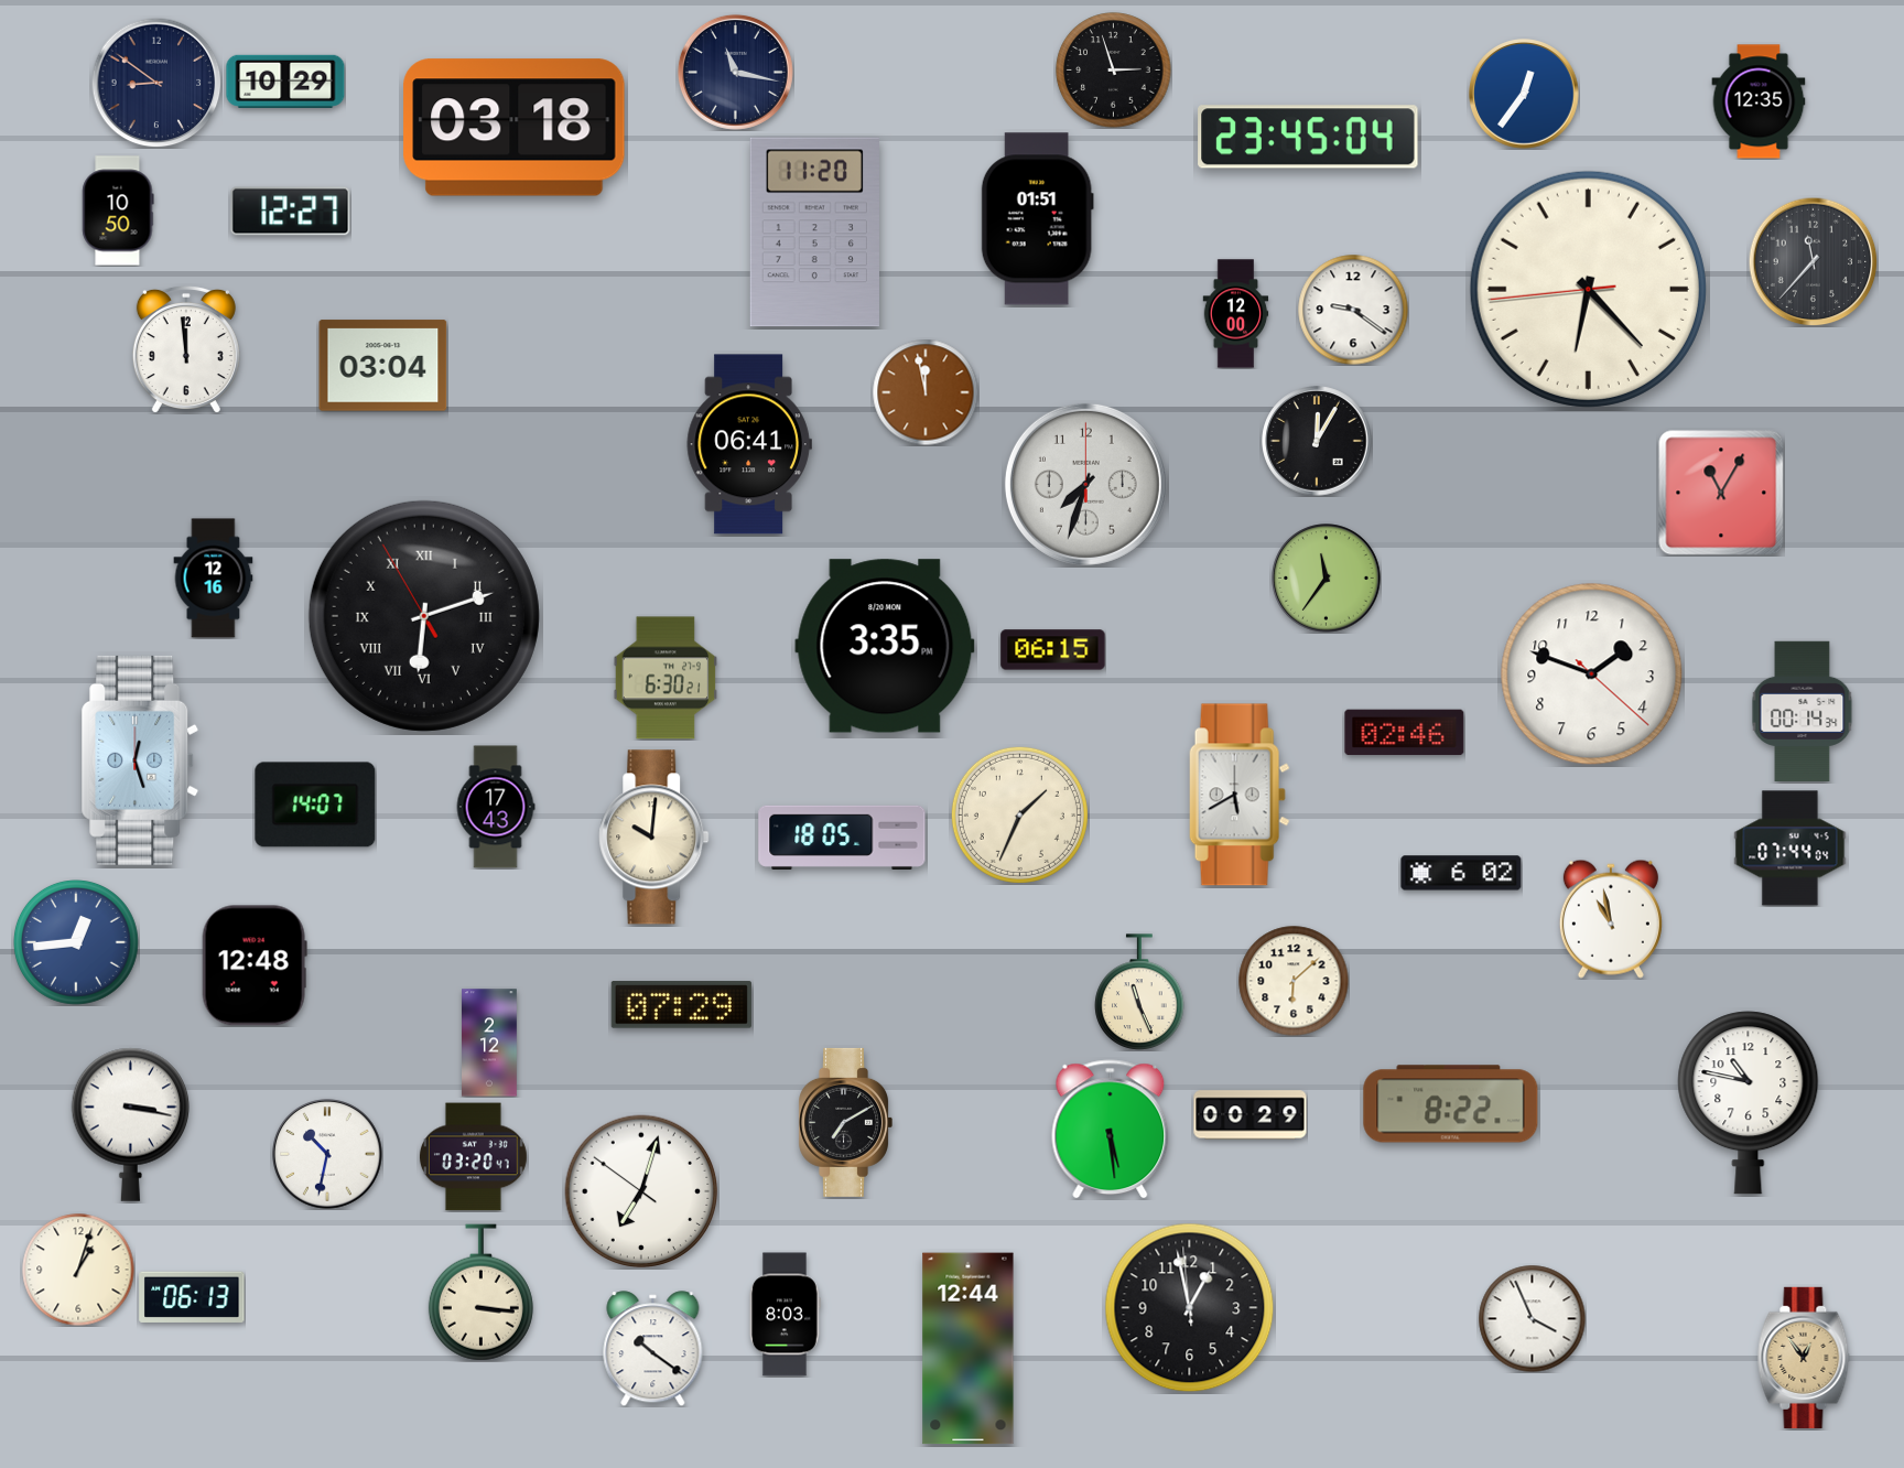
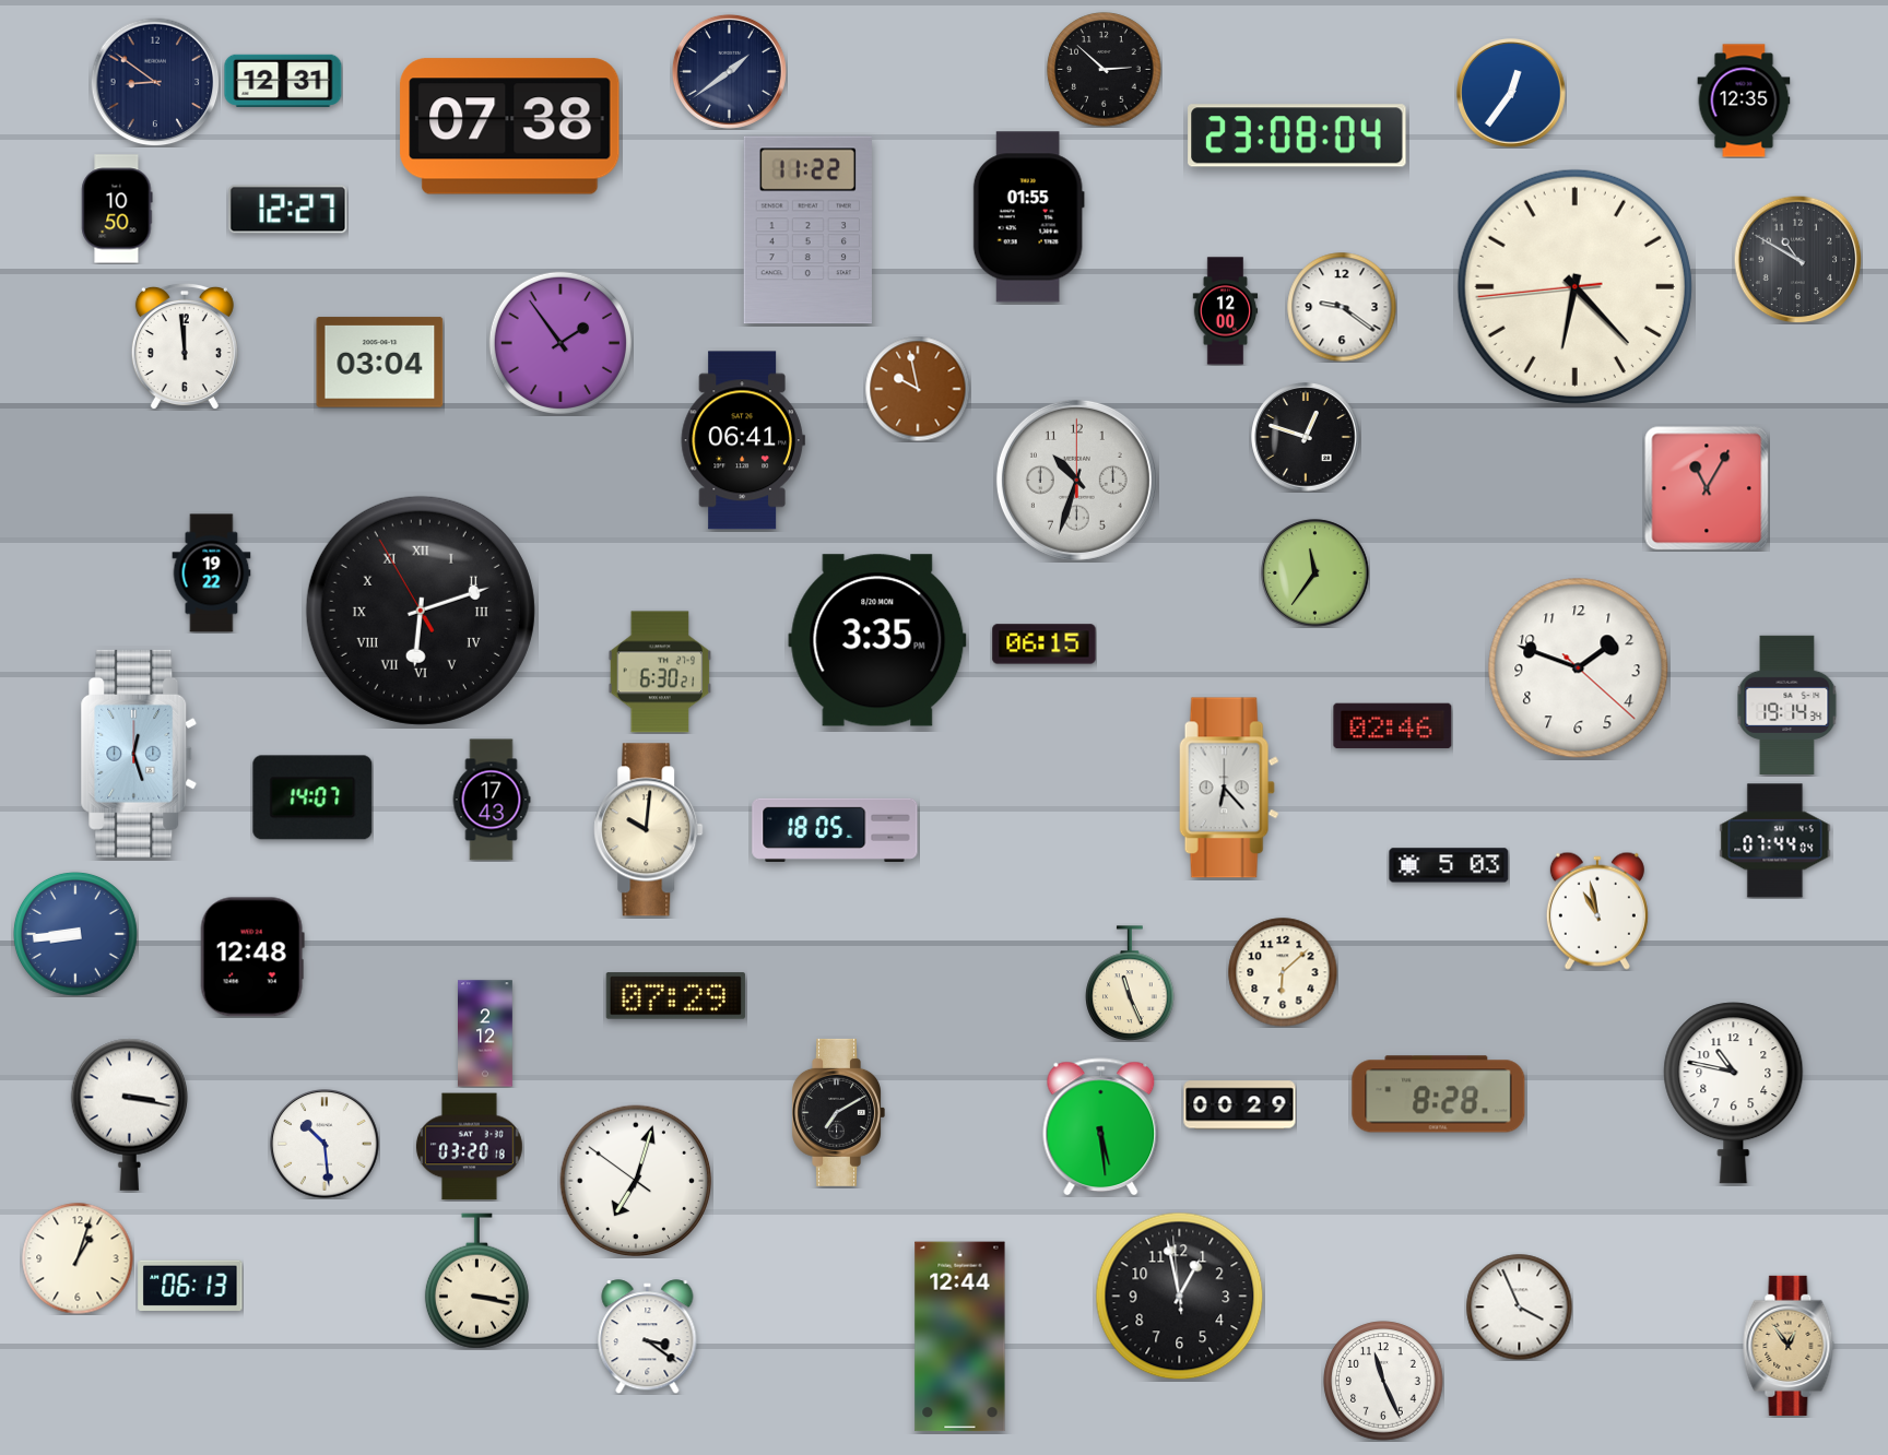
clock at (1114, 71): 2:57 -> 2:52
clock at (735, 72): 11:17 -> 1:39
clock at (285, 82): 10:29 -> 12:31
clock at (515, 128): 03:18 -> 07:38
clock at (1308, 137): 23:45 -> 23:08
clock at (1037, 219): 01:51 -> 01:55
clock at (814, 233): 11:20 -> 11:22
clock at (1813, 261): 11:37 -> 10:50
clock at (560, 343): none -> 1:54
clock at (926, 392): 11:58 -> 9:58
clock at (1317, 441): 12:05 -> 12:48
clock at (1085, 484): 7:33 -> 10:33
clock at (214, 579): 12:16 -> 19:22
clock at (1803, 711): 00:14 -> 19:14
clock at (1240, 795): 5:40 -> 6:23
clock at (1019, 814): 1:34 -> none
clock at (1461, 873): 6:02 -> 5:03
clock at (77, 943): 12:44 -> 8:44
clock at (1451, 1104): 8:22 -> 8:28
clock at (1111, 1130) position: (1111, 1130) -> (1101, 1127)
clock at (327, 1154): 10:32 -> 10:29
clock at (473, 1157): 03:20:47 -> 03:20:18
clock at (480, 1293): 3:16 -> 3:17
clock at (785, 1315): 8:03 -> none
clock at (653, 1349): 10:21 -> 3:21
clock at (1383, 1381): none -> 11:26
